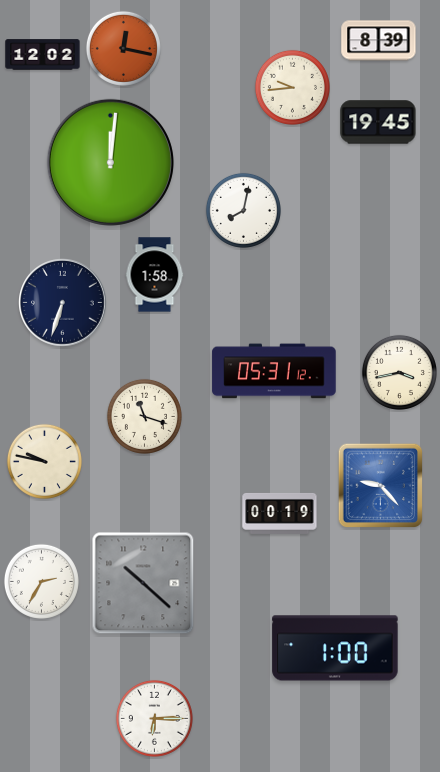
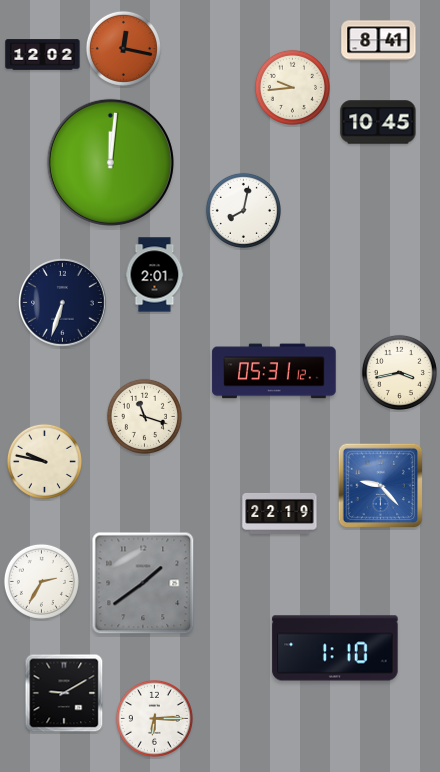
clock at (379, 41): 8:39 -> 8:41
clock at (378, 122): 19:45 -> 10:45
clock at (155, 275): 1:58 -> 2:01
clock at (280, 513): 00:19 -> 22:19
clock at (143, 583): 10:22 -> 1:39
clock at (335, 648): 1:00 -> 1:10
clock at (64, 693): none -> 9:10
